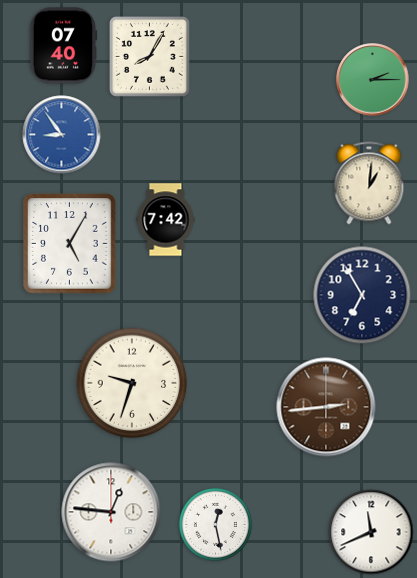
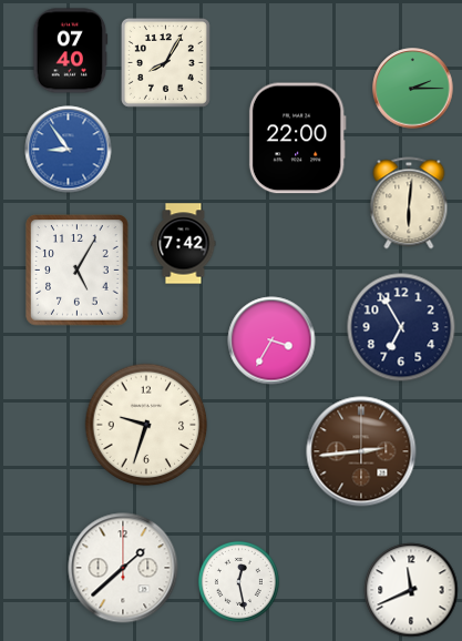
clock at (297, 139): none -> 22:00
clock at (369, 183): 1:01 -> 6:01
clock at (271, 340): none -> 3:35
clock at (111, 512): 12:46 -> 1:38
